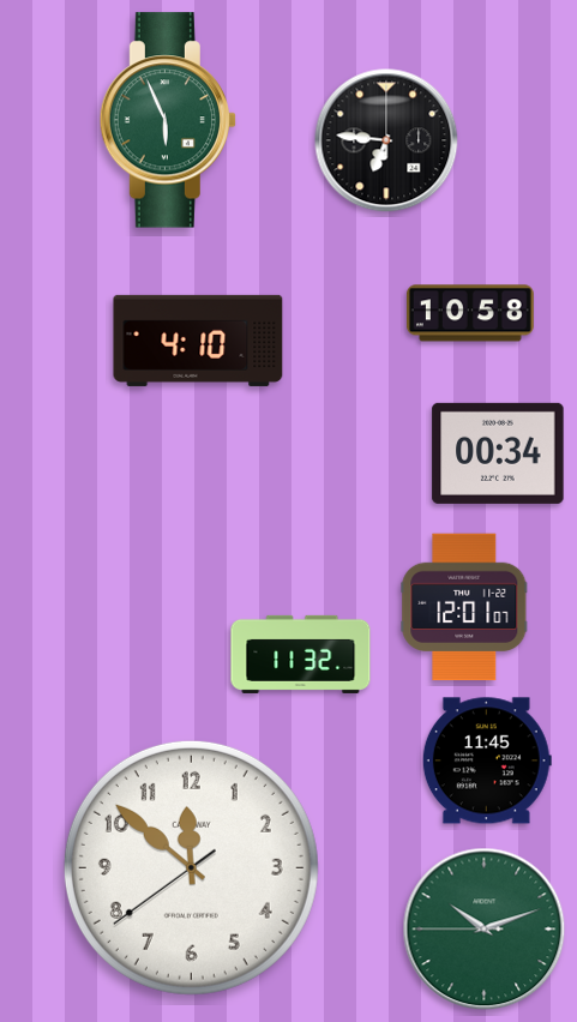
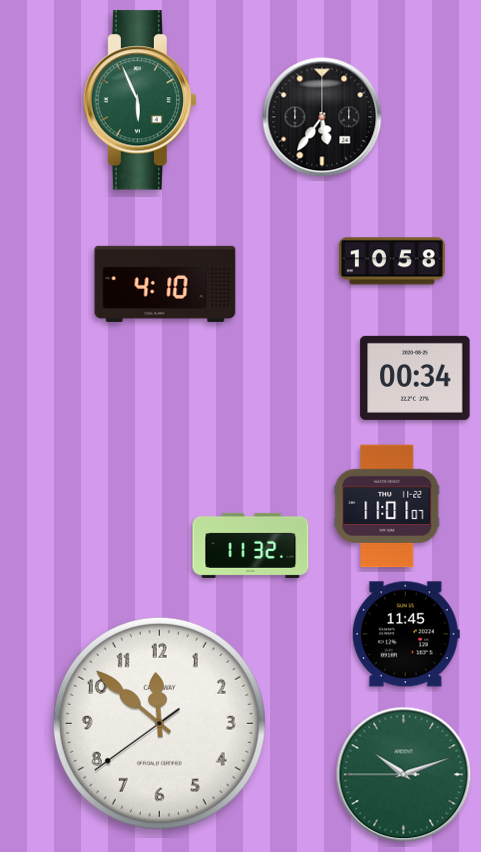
clock at (386, 140): 6:46 -> 5:36
clock at (464, 607): 12:01 -> 11:01
